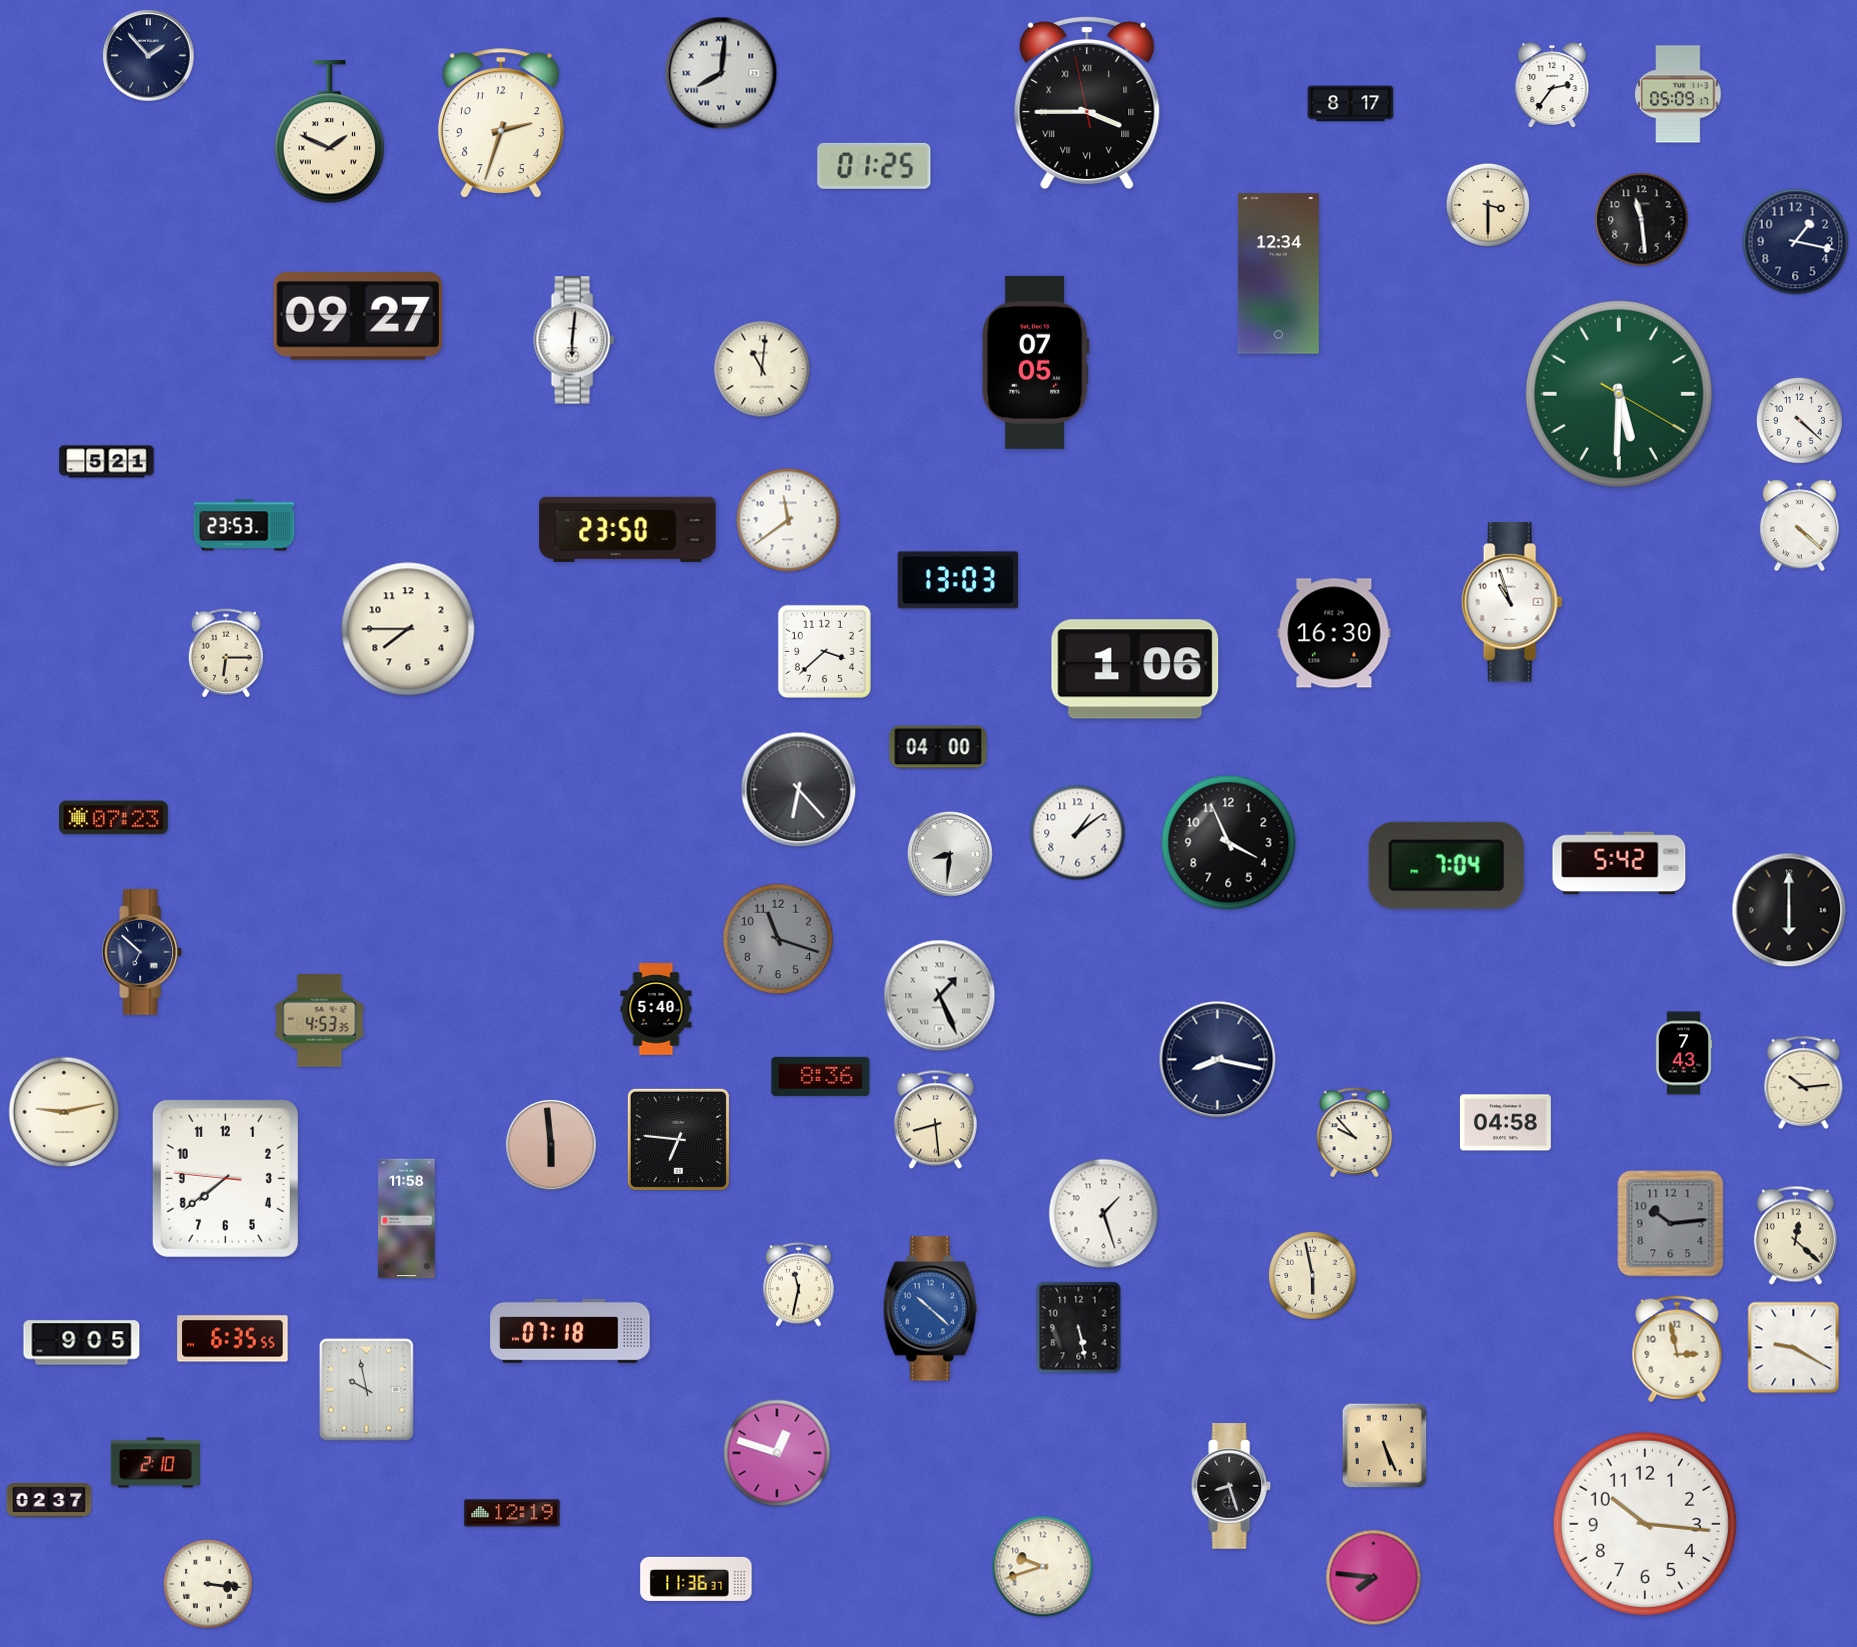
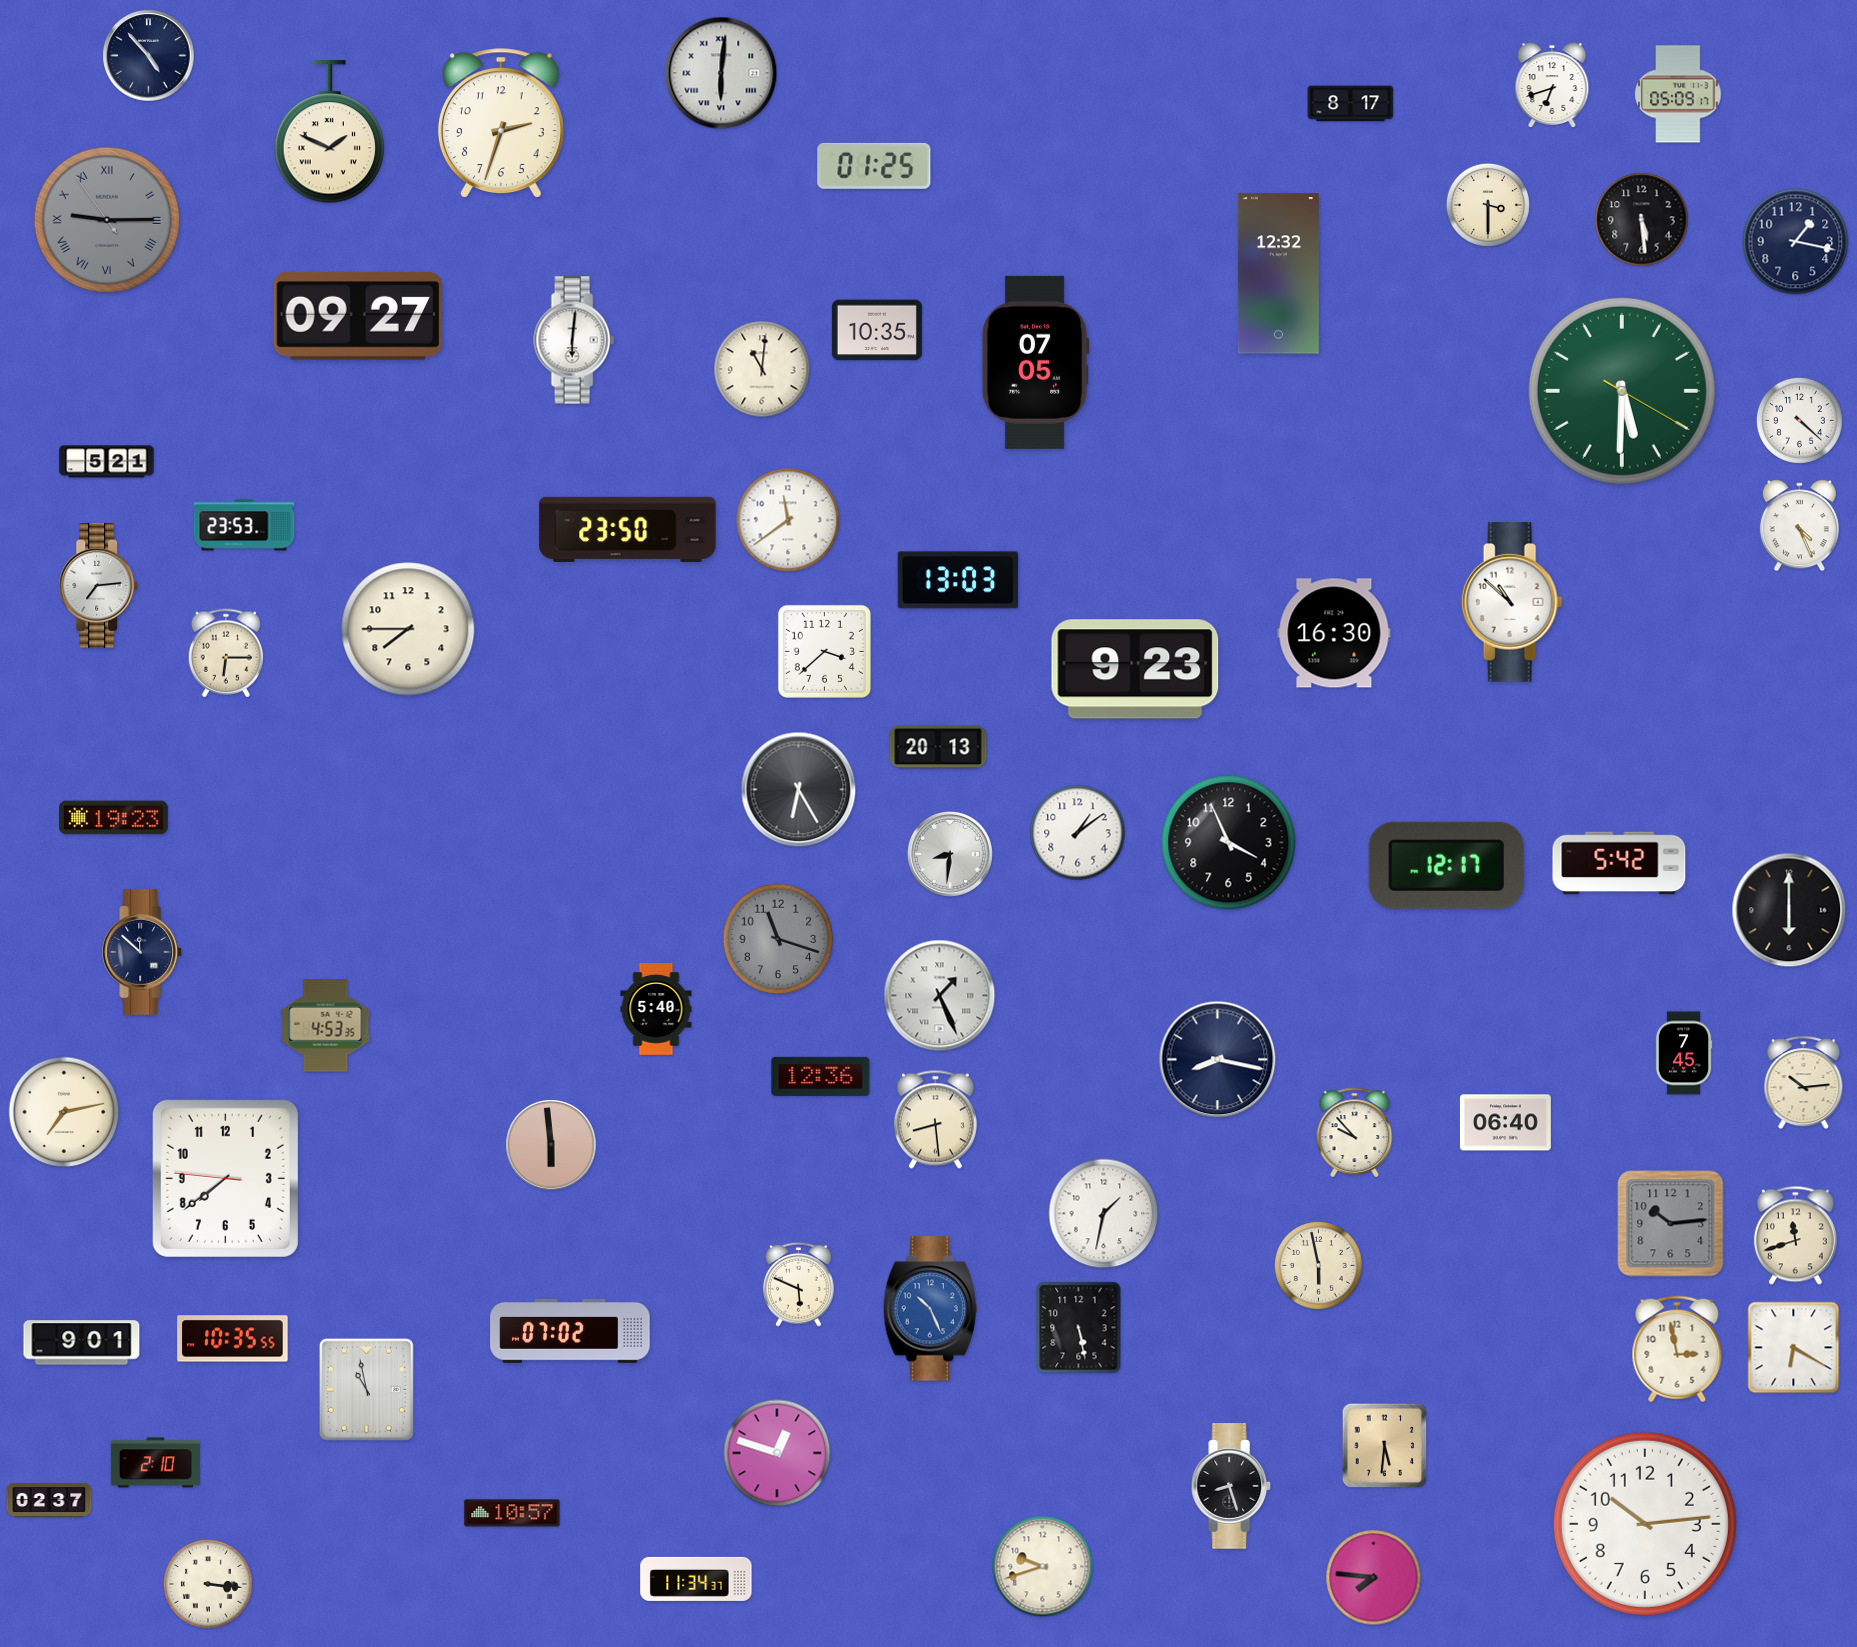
clock at (149, 56): 1:53 -> 4:53
clock at (721, 73): 8:01 -> 6:01
clock at (1552, 85): 2:36 -> 6:42
clock at (1087, 103): 3:44 -> none
clock at (106, 219): none -> 9:14
clock at (1642, 220): 11:29 -> 5:29
clock at (1278, 274): 12:34 -> 12:32
clock at (877, 330): none -> 10:35
clock at (1619, 394) position: (1619, 394) -> (1622, 391)
clock at (1799, 526): 4:22 -> 4:26
clock at (99, 585): none -> 7:14
clock at (1512, 602): 10:57 -> 10:52
clock at (1135, 669): 1:06 -> 9:23
clock at (938, 747): 04:00 -> 20:13
clock at (799, 790): 6:23 -> 6:25
clock at (114, 818): 07:23 -> 19:23
clock at (1446, 865): 7:04 -> 12:17
clock at (143, 952): 6:52 -> 11:52
clock at (320, 1021) position: (320, 1021) -> (326, 1026)
clock at (1684, 1053): 7:43 -> 7:45
clock at (821, 1076): 8:36 -> 12:36
clock at (64, 1112): 9:13 -> 7:13
clock at (1505, 1123): 04:58 -> 06:40
clock at (678, 1139): 6:46 -> none
clock at (1104, 1214): 1:27 -> 1:32
clock at (407, 1219): 11:58 -> none
clock at (1795, 1236): 12:22 -> 11:42
clock at (1313, 1276) position: (1313, 1276) -> (1319, 1266)
clock at (799, 1284): 11:32 -> 5:49
clock at (930, 1309): 10:22 -> 10:26
clock at (570, 1331): 07:18 -> 07:02
clock at (233, 1339): 6:35 -> 10:35
clock at (82, 1343): 9:05 -> 9:01
clock at (1794, 1348): 9:20 -> 6:20
clock at (366, 1389): 9:58 -> 10:58
clock at (1385, 1446): 5:26 -> 5:31
clock at (512, 1513): 12:19 -> 10:57
clock at (1645, 1524): 10:16 -> 10:14
clock at (696, 1579): 11:36 -> 11:34
